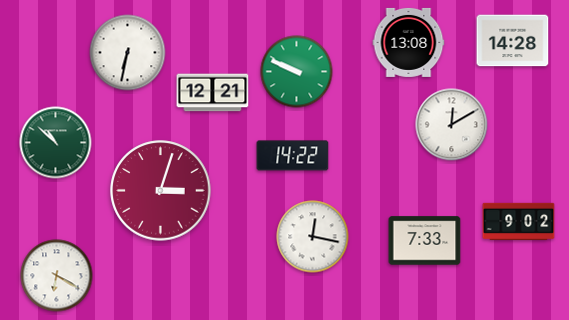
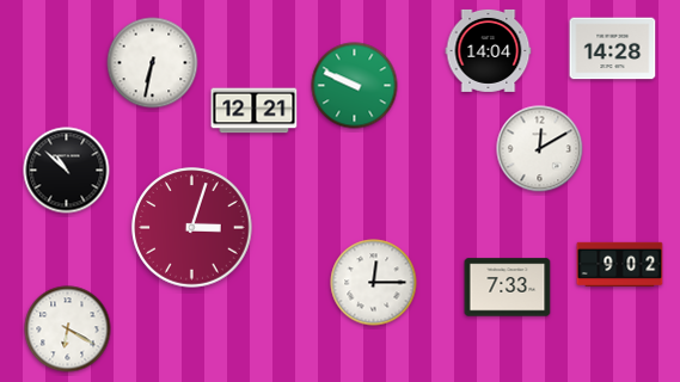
clock at (409, 42): 13:08 -> 14:04
clock at (56, 143) dial: green -> black
clock at (293, 156): 14:22 -> none
clock at (313, 237): 12:17 -> 12:15
